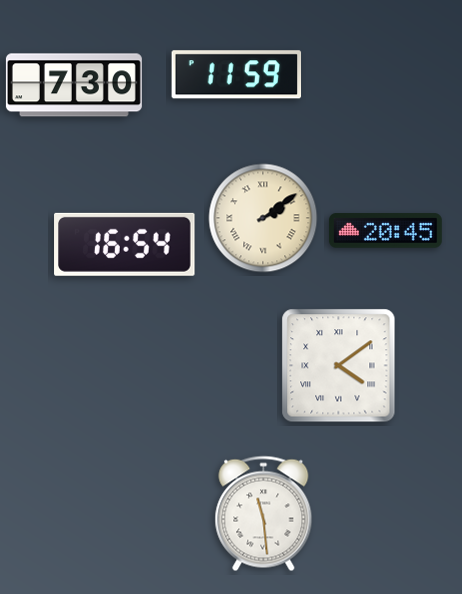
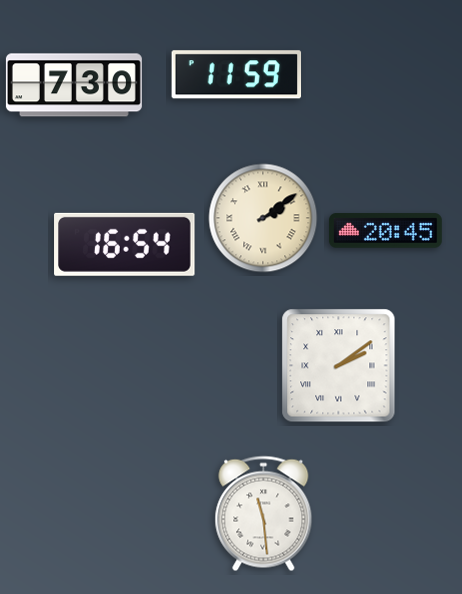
clock at (339, 366): 4:09 -> 2:09
